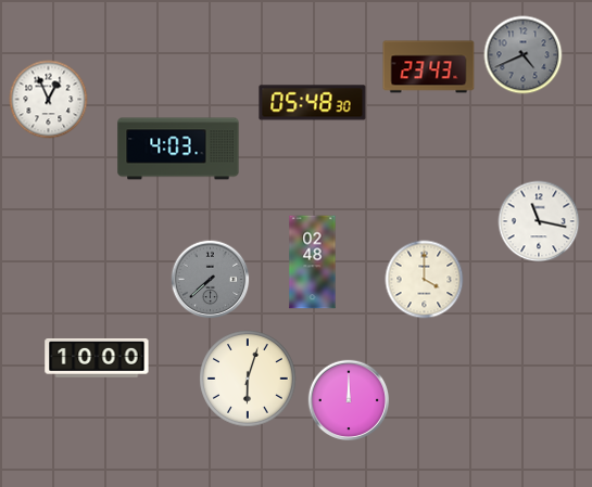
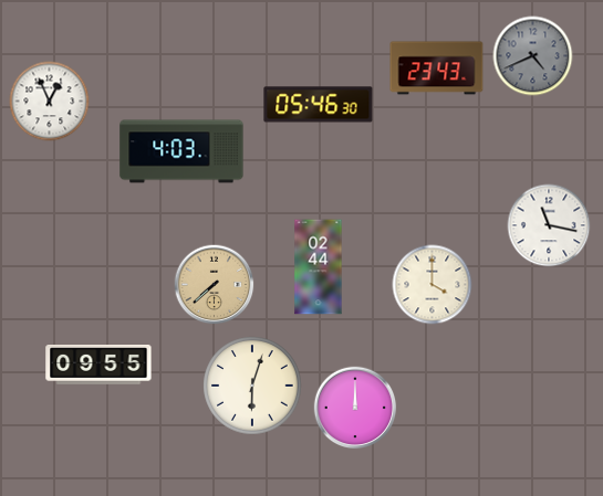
clock at (313, 103): 05:48 -> 05:46
clock at (313, 262): 02:48 -> 02:44
clock at (211, 280) dial: grey -> champagne
clock at (97, 359): 10:00 -> 09:55
